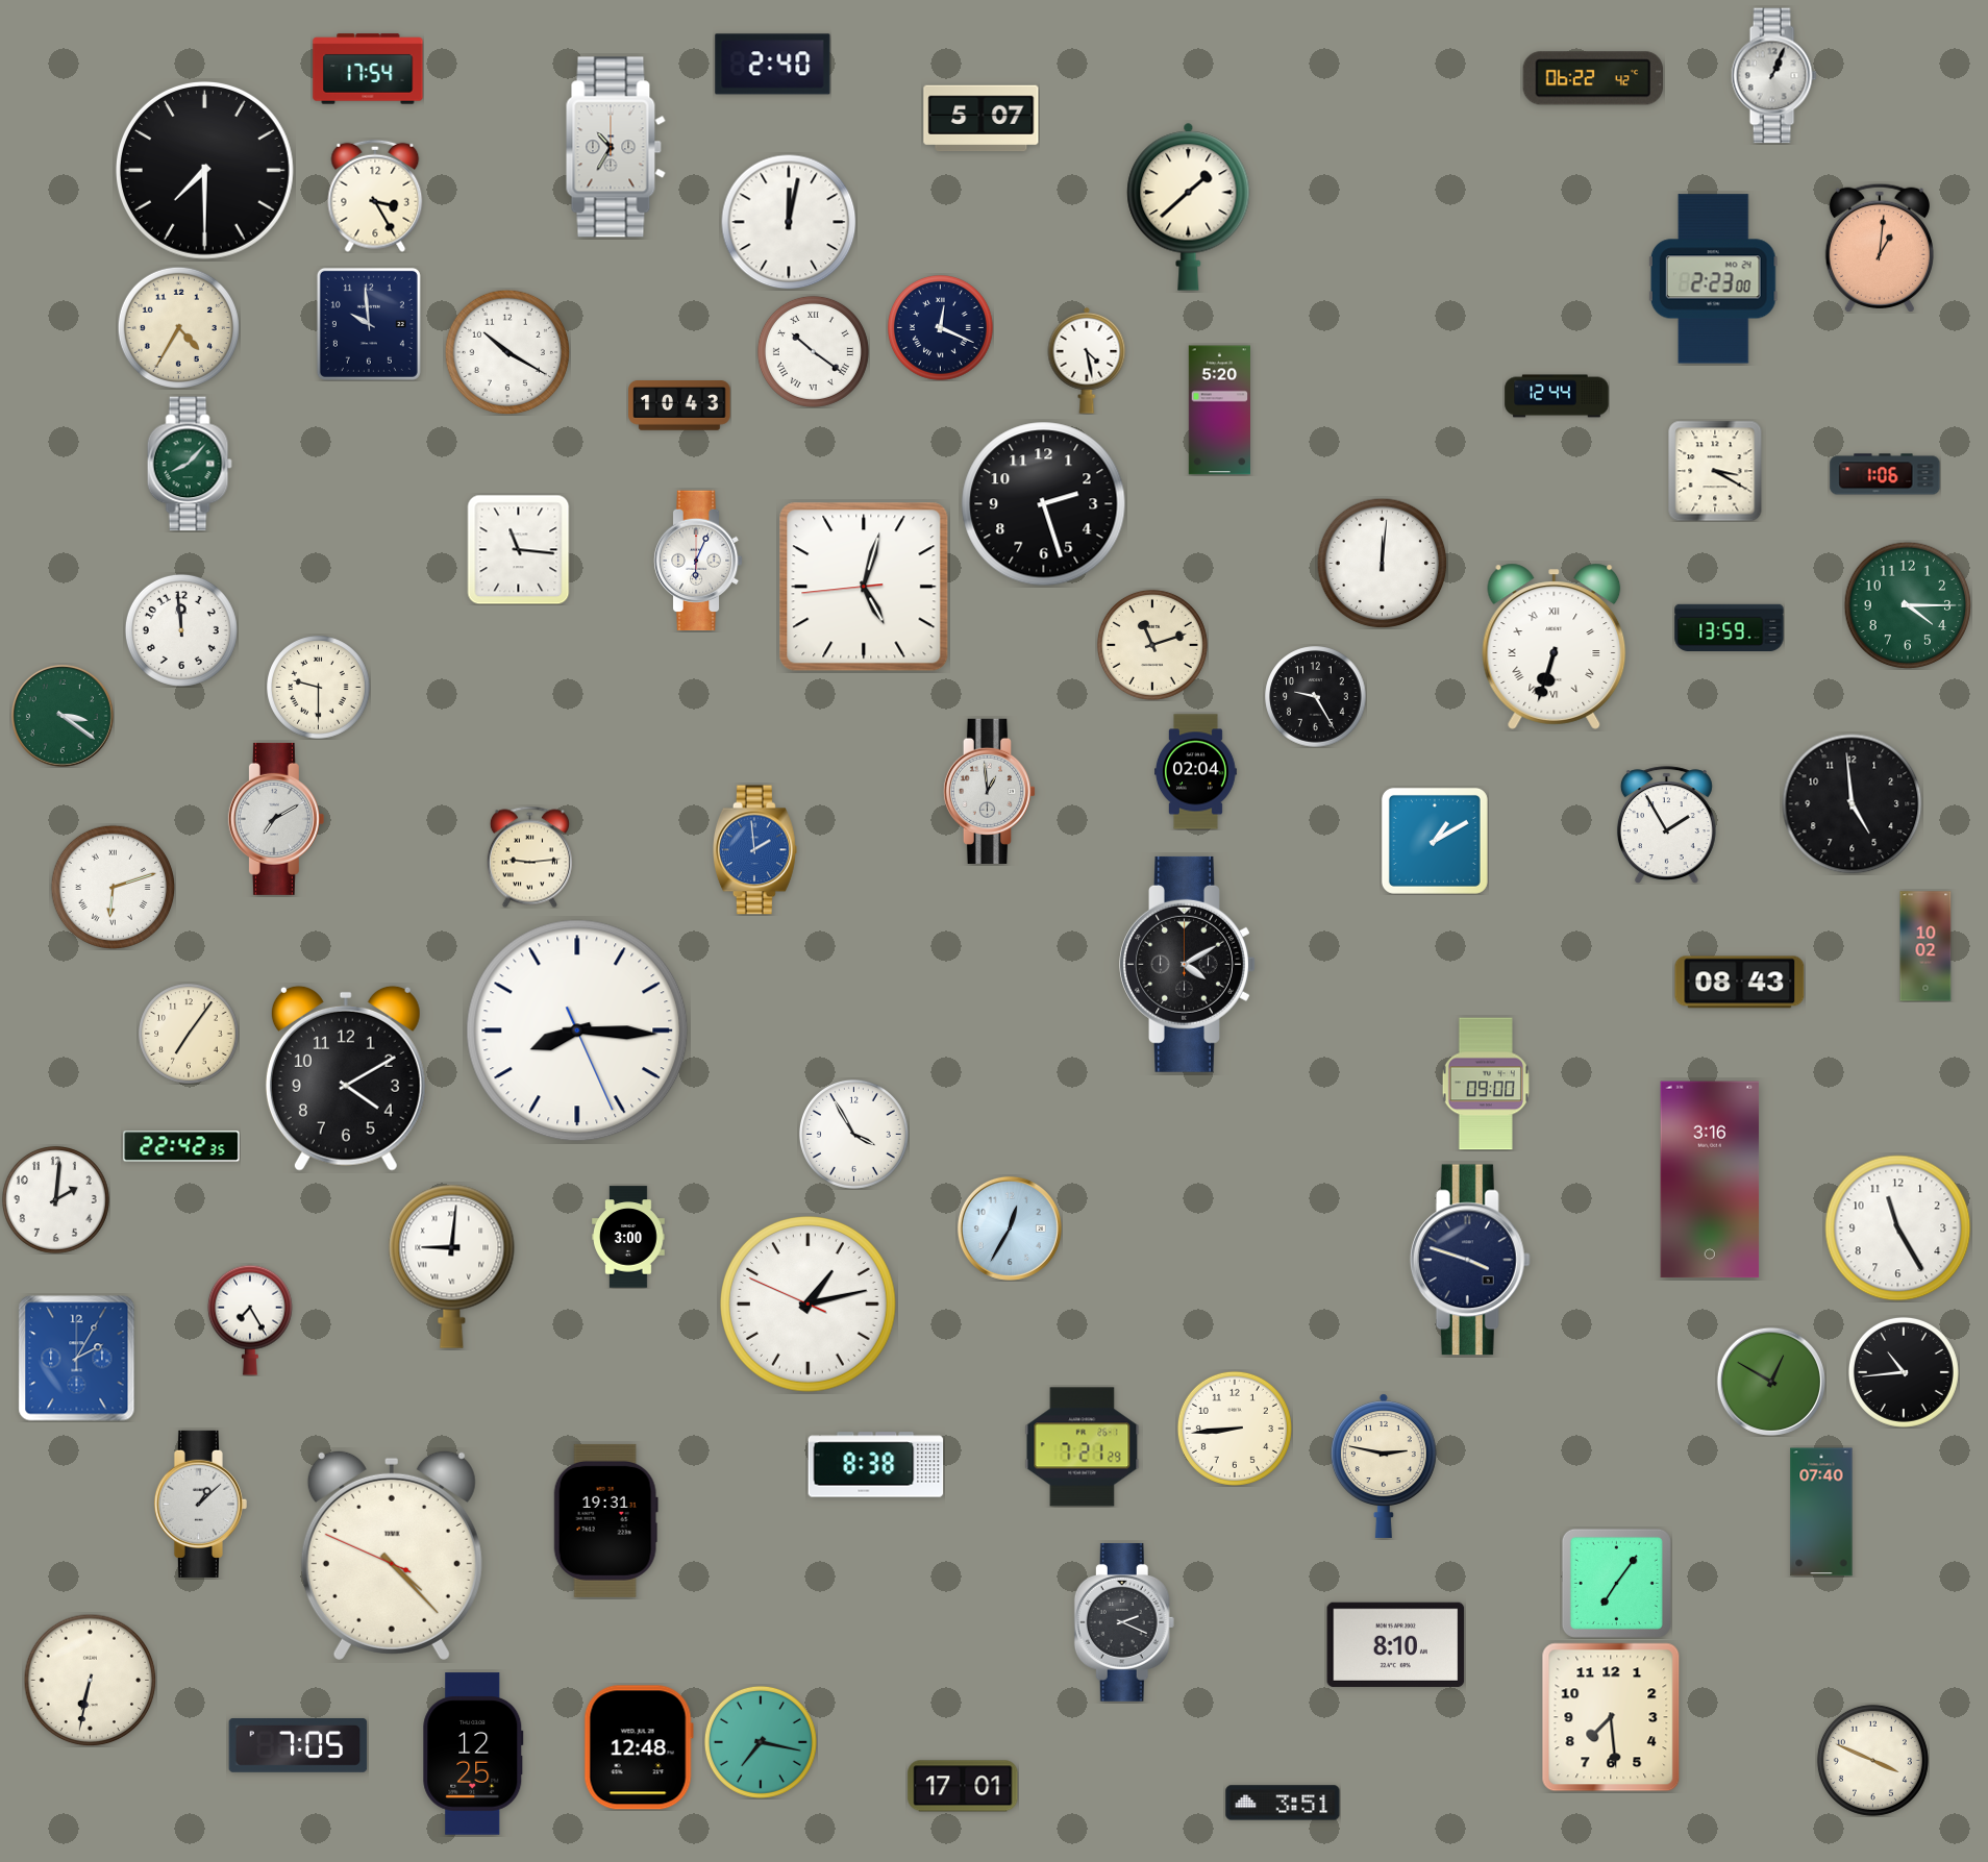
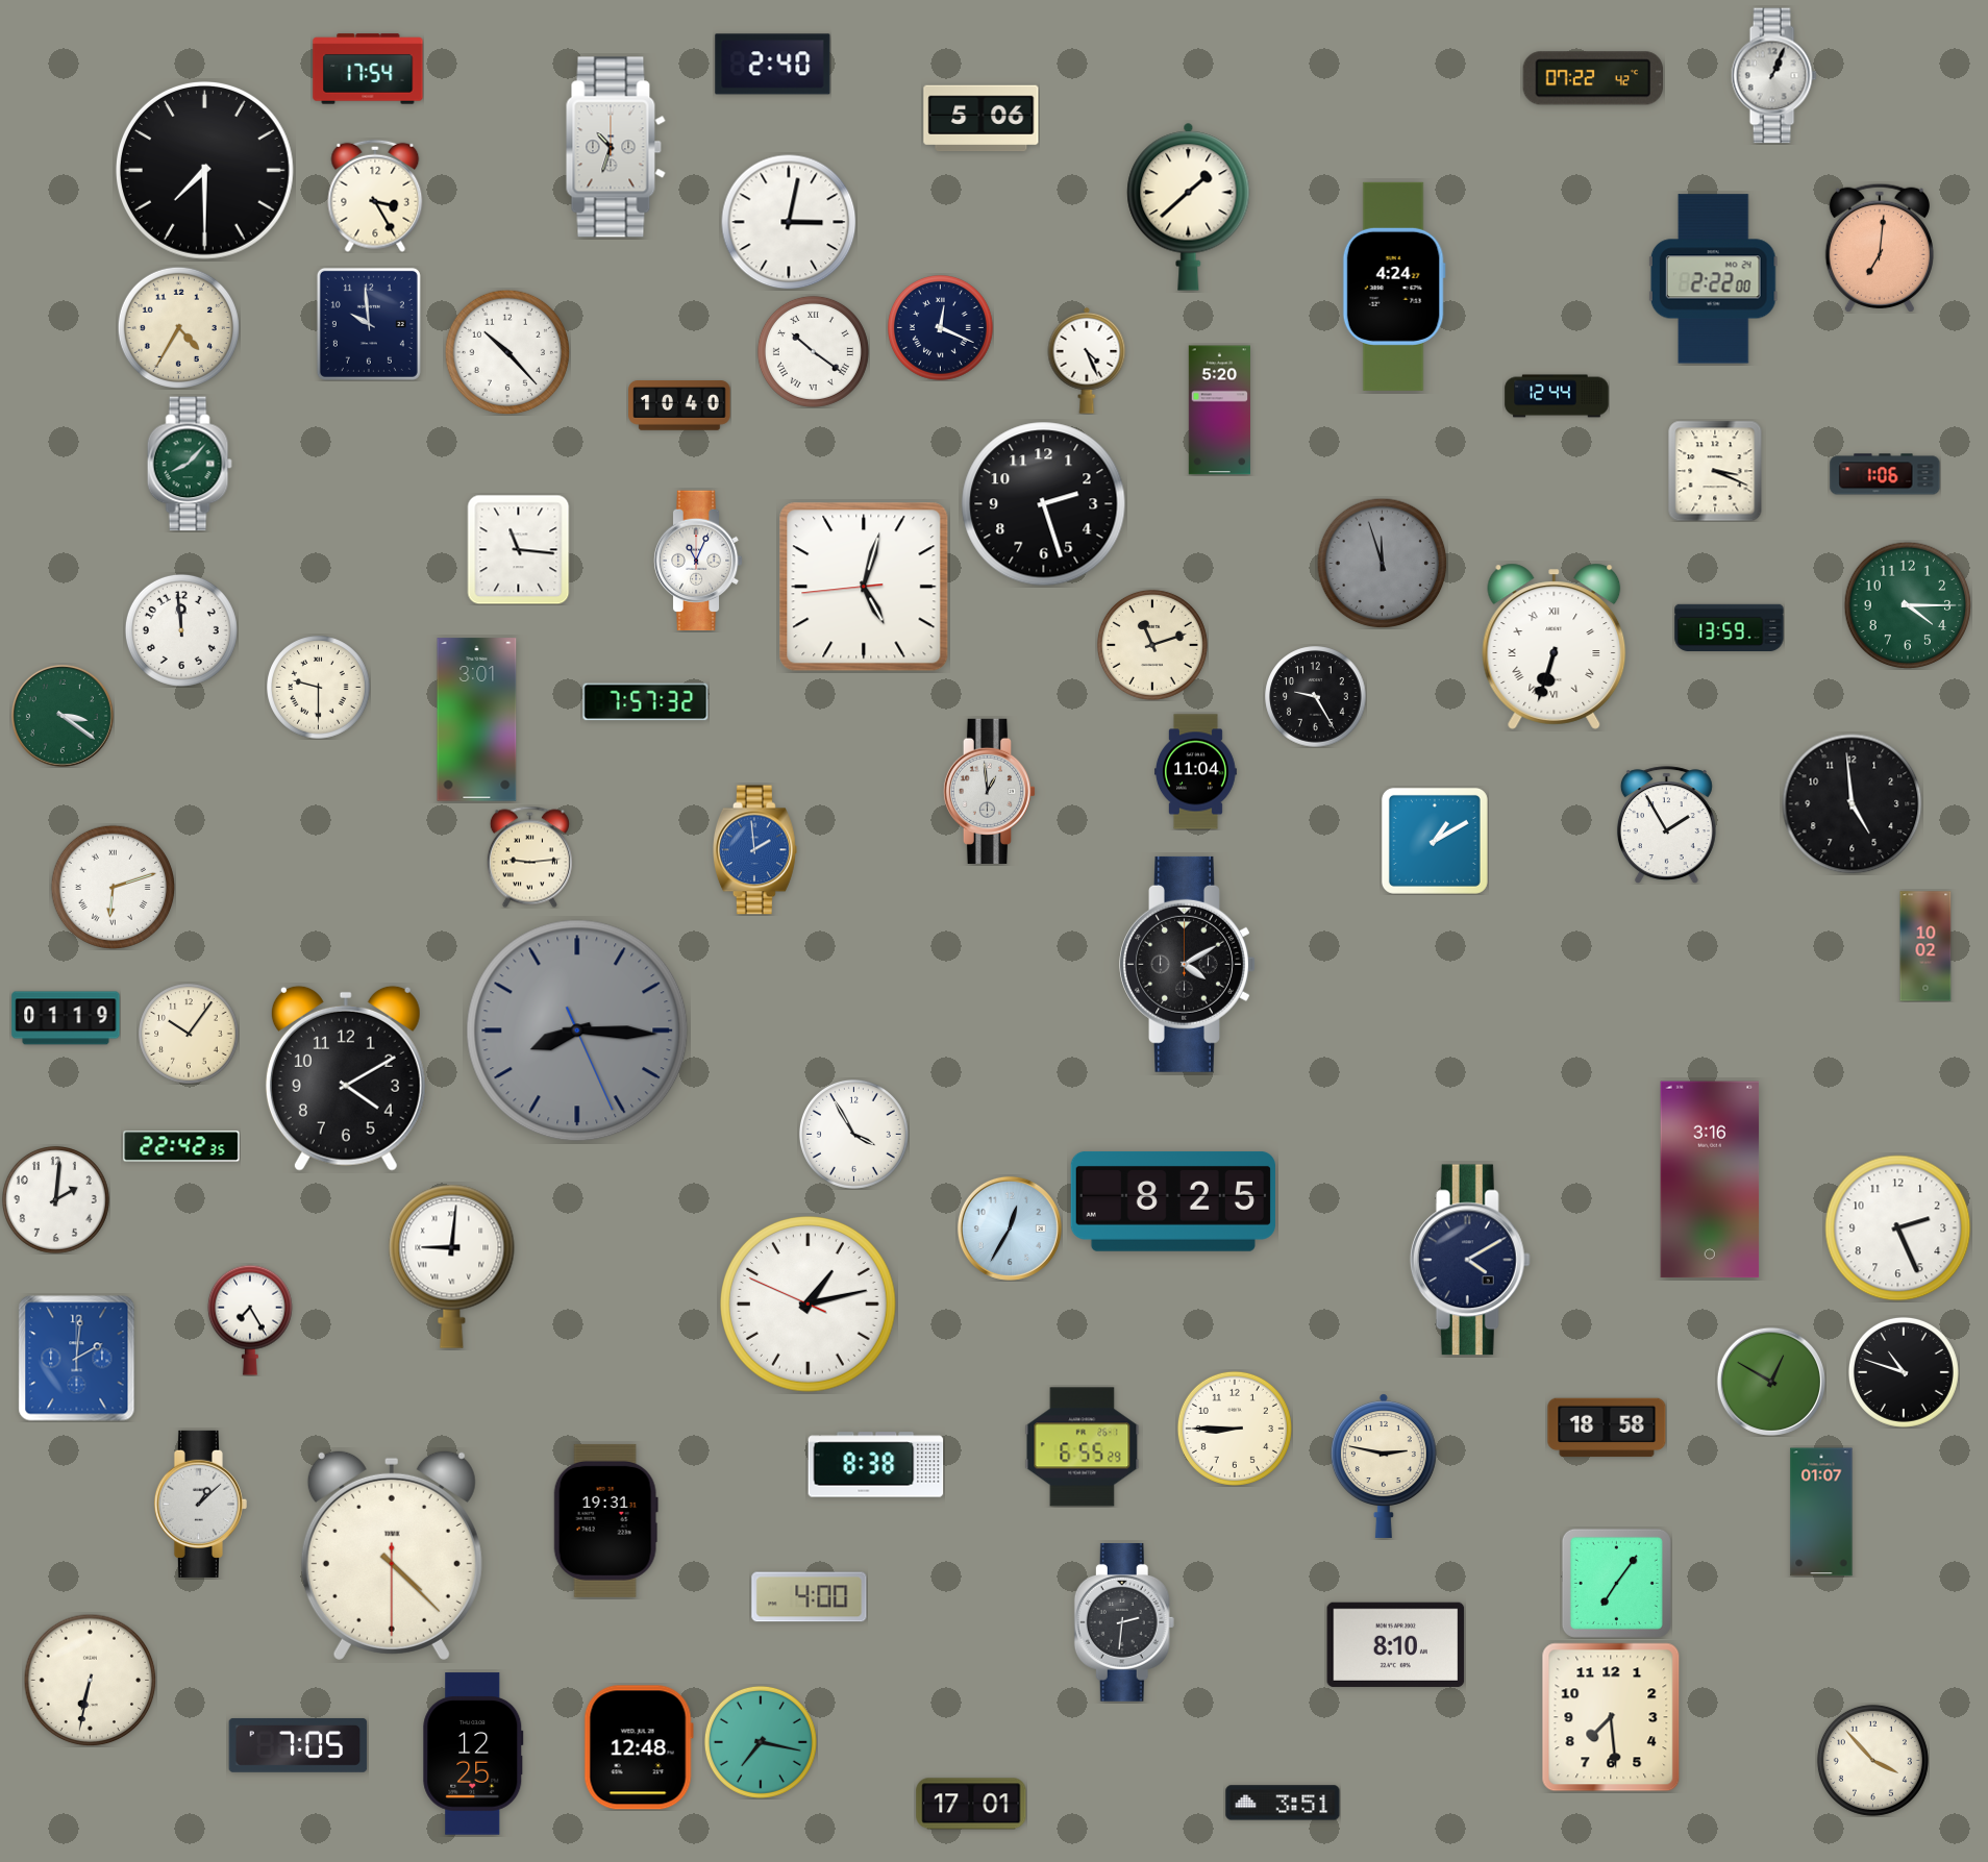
clock at (1592, 78): 06:22 -> 07:22
clock at (981, 119): 5:07 -> 5:06
clock at (616, 147): 10:35 -> 10:33
clock at (789, 222): 12:02 -> 3:02
clock at (1880, 248): 1:01 -> 7:01
clock at (1713, 279): 2:23 -> 2:22
clock at (1394, 287): none -> 4:24
clock at (506, 351): 10:20 -> 10:23
clock at (1087, 361): 4:28 -> 4:26
clock at (679, 405): 10:43 -> 10:40
clock at (1715, 471): 3:20 -> 3:19
clock at (698, 561): 6:04 -> 11:04
clock at (1382, 563): 12:01 -> 11:57
clock at (1382, 563) dial: white -> grey
clock at (646, 702): none -> 7:57
clock at (477, 720): none -> 3:01
clock at (1196, 772): 02:04 -> 11:04
clock at (276, 819): 7:10 -> none
clock at (1740, 983): 08:43 -> none
clock at (66, 1018): none -> 01:19
clock at (577, 1031) dial: white -> grey
clock at (189, 1034): 7:06 -> 10:06
clock at (1486, 1084): 09:00 -> none
clock at (1173, 1201): none -> 8:25
clock at (1898, 1228): 11:25 -> 2:26
clock at (628, 1237): 3:00 -> none
clock at (1470, 1260): 3:48 -> 4:10
clock at (77, 1359): 2:05 -> 2:01
clock at (1904, 1372): 10:44 -> 10:48
clock at (1607, 1427): none -> 18:58
clock at (1235, 1429): 8:44 -> 8:45
clock at (1083, 1447): 7:21 -> 6:55
clock at (1821, 1512): 07:40 -> 01:07
clock at (392, 1555): 4:22:49 -> 4:22:30
clock at (810, 1597): none -> 4:00
clock at (1124, 1622): 2:19 -> 2:31
clock at (1872, 1760): 3:49 -> 3:53
clock at (963, 1786) position: (963, 1786) -> (971, 1804)
